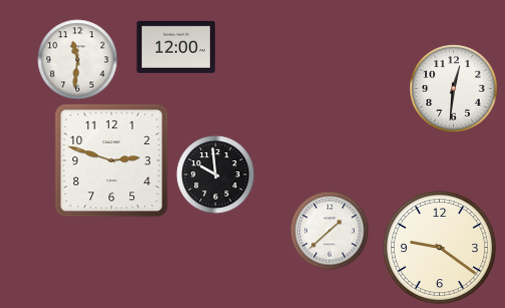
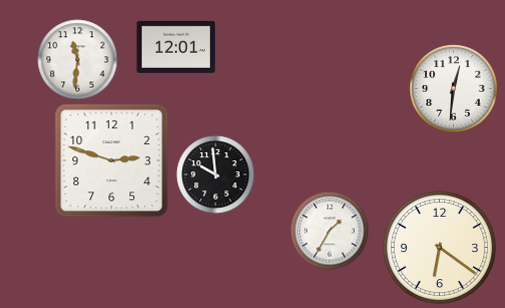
clock at (176, 47): 12:00 -> 12:01
clock at (329, 230): 1:38 -> 1:35
clock at (439, 247): 9:21 -> 6:21
